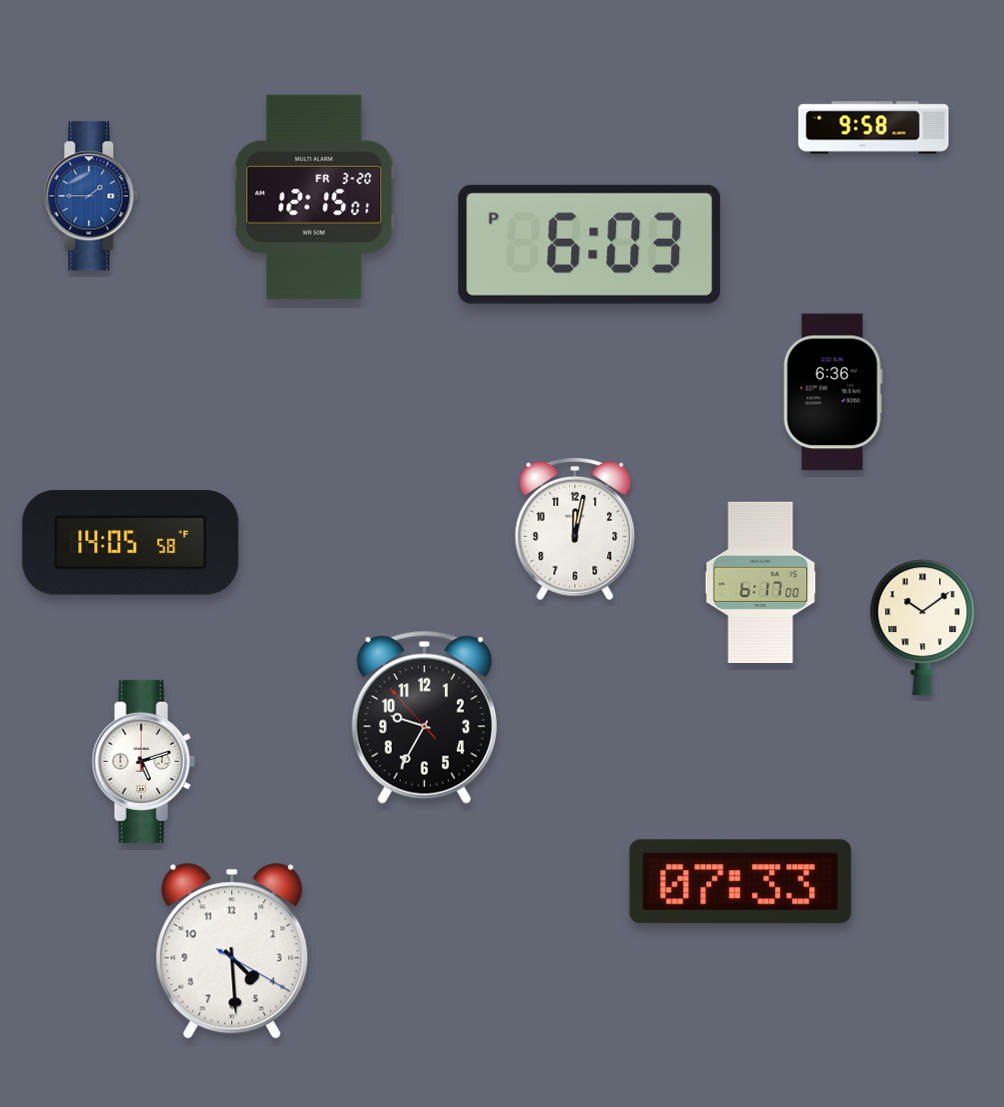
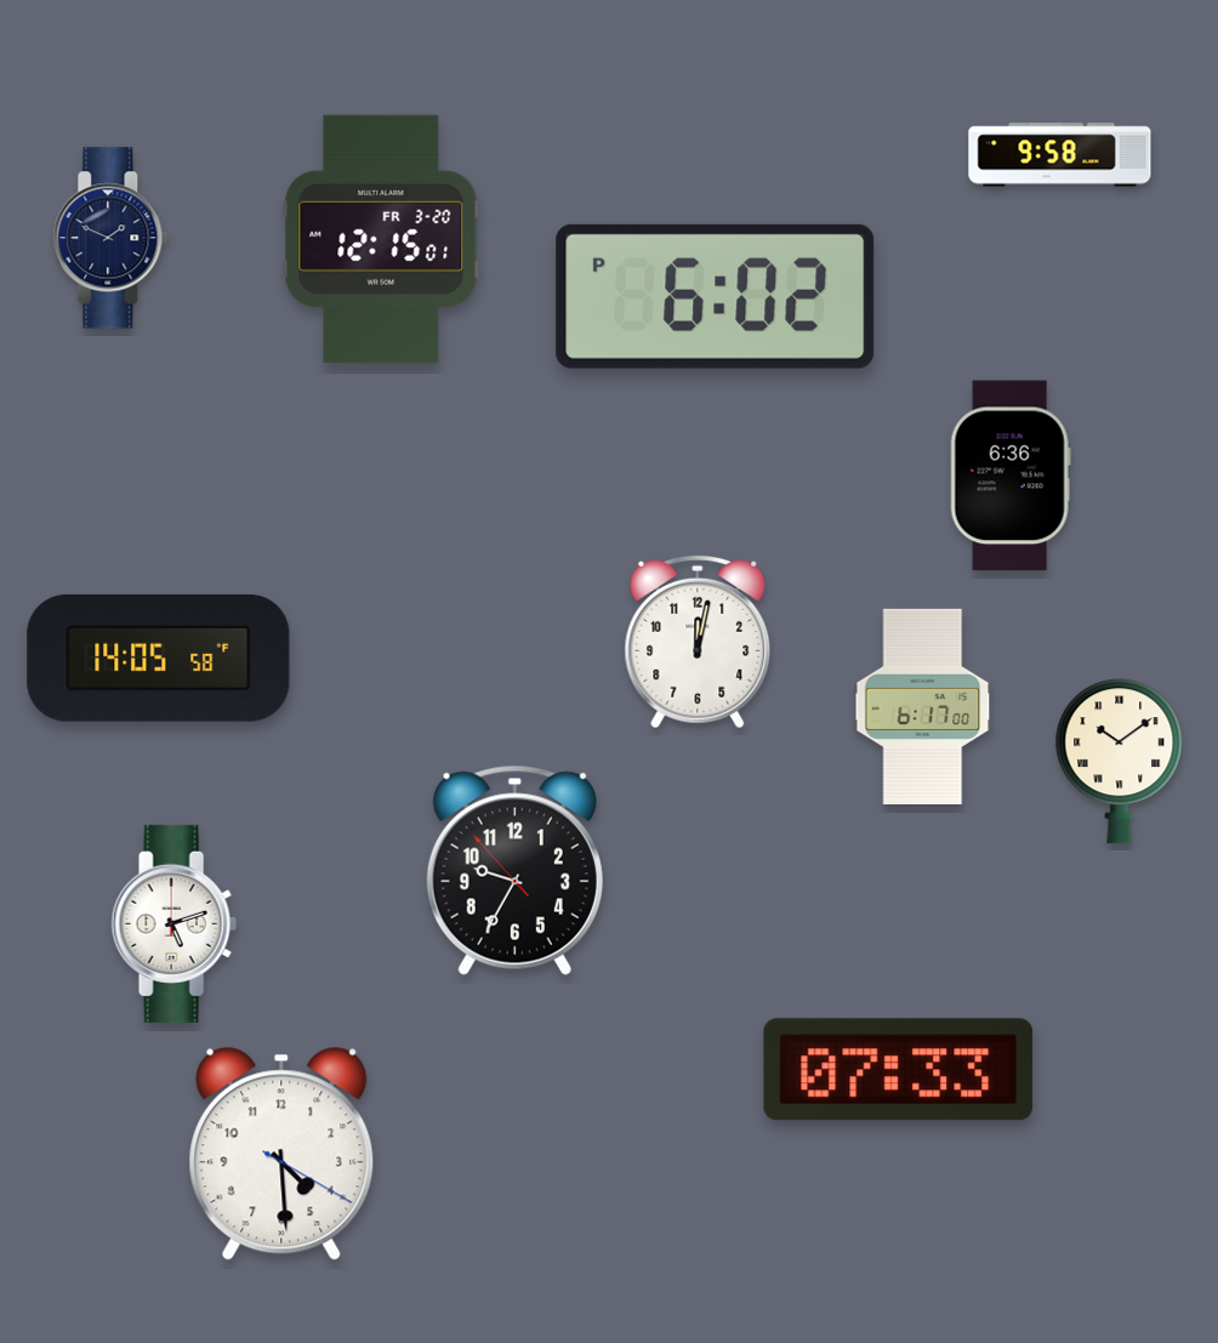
clock at (91, 196): 1:45 -> 1:49
clock at (91, 196) dial: blue -> navy
clock at (590, 244): 6:03 -> 6:02
